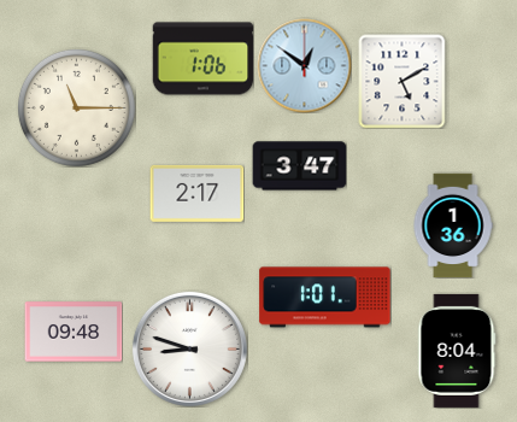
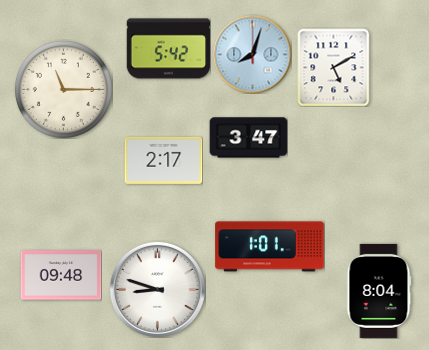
clock at (202, 59): 1:06 -> 5:42
clock at (304, 65): 12:51 -> 8:03
clock at (453, 225): 1:36 -> none
